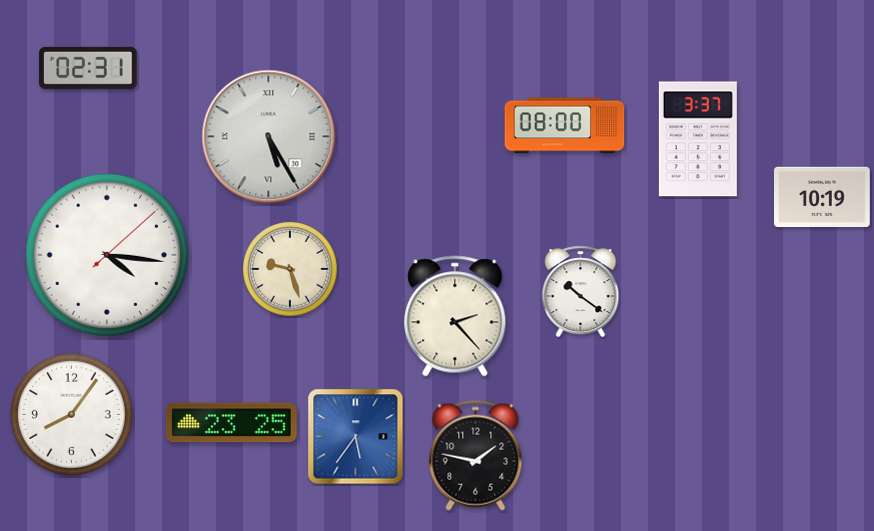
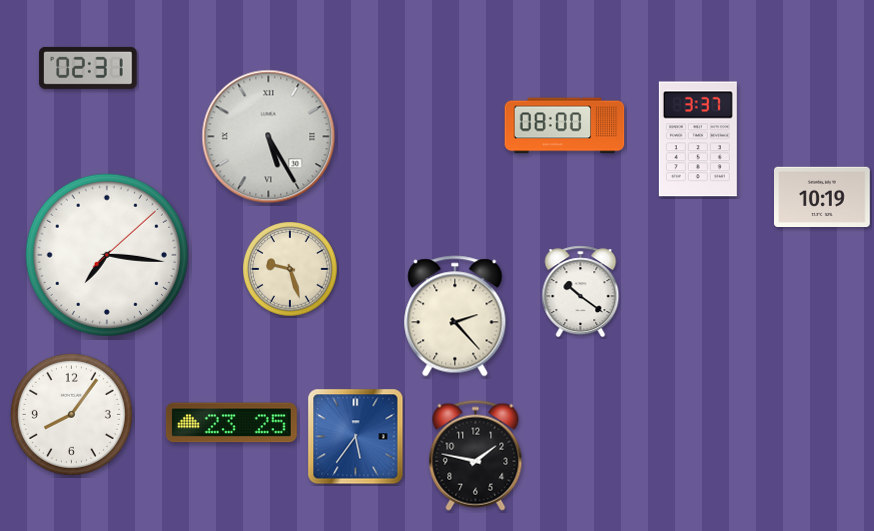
clock at (107, 255): 4:16 -> 7:16
